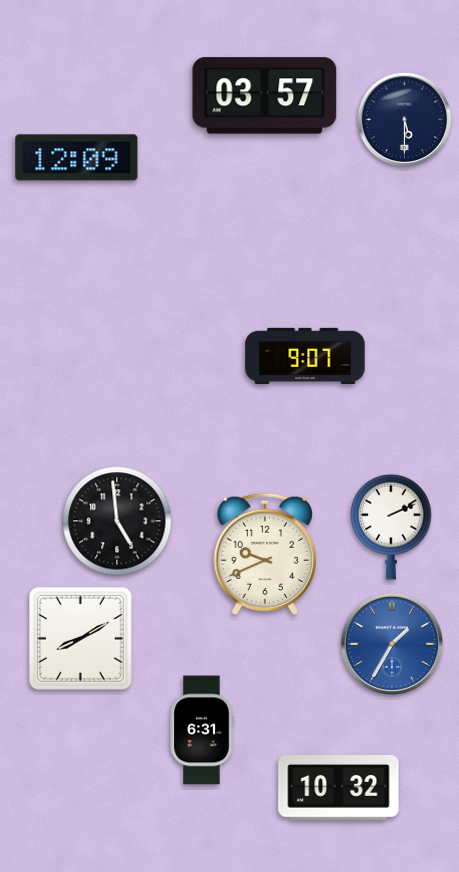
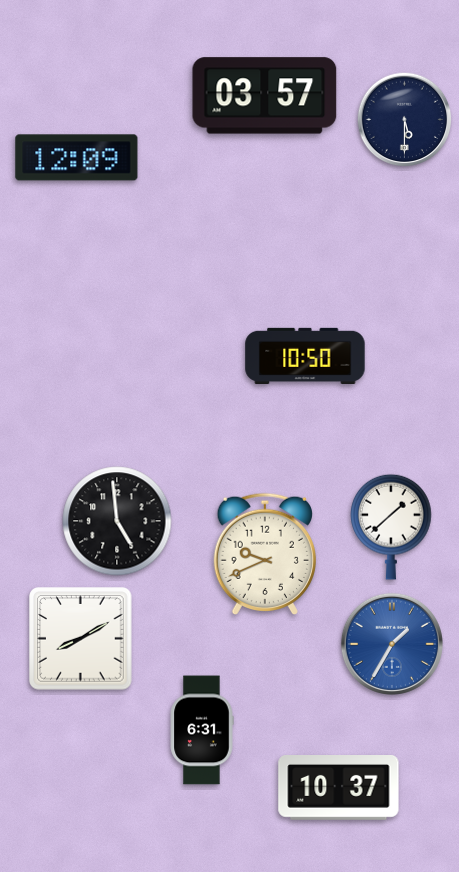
clock at (305, 355): 9:07 -> 10:50
clock at (391, 527): 2:11 -> 1:38
clock at (339, 788): 10:32 -> 10:37
